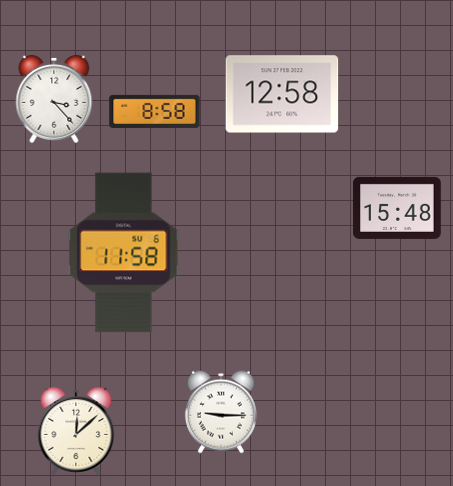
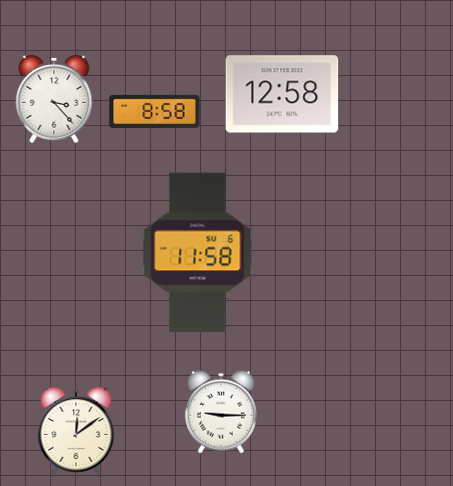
clock at (397, 208): 15:48 -> none
clock at (124, 253) position: (124, 253) -> (198, 253)
clock at (76, 431): 12:08 -> 12:09
